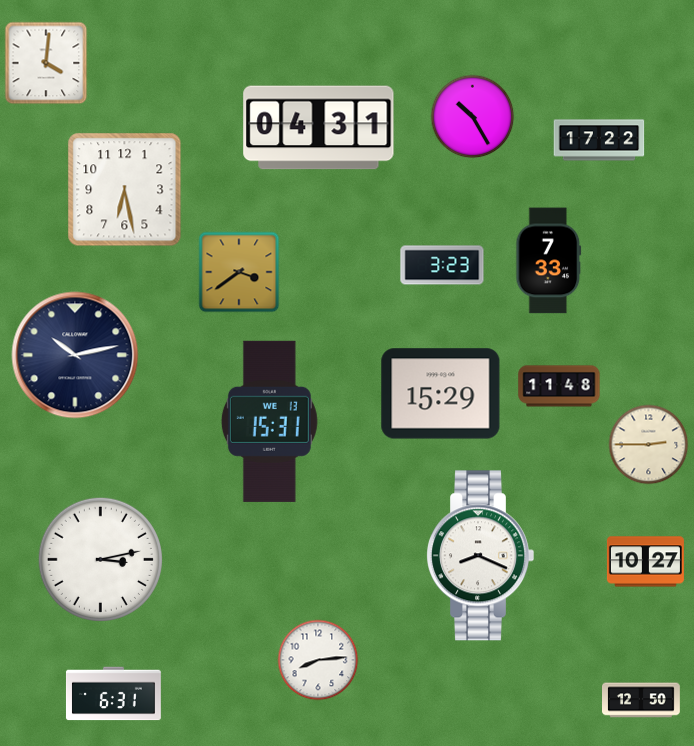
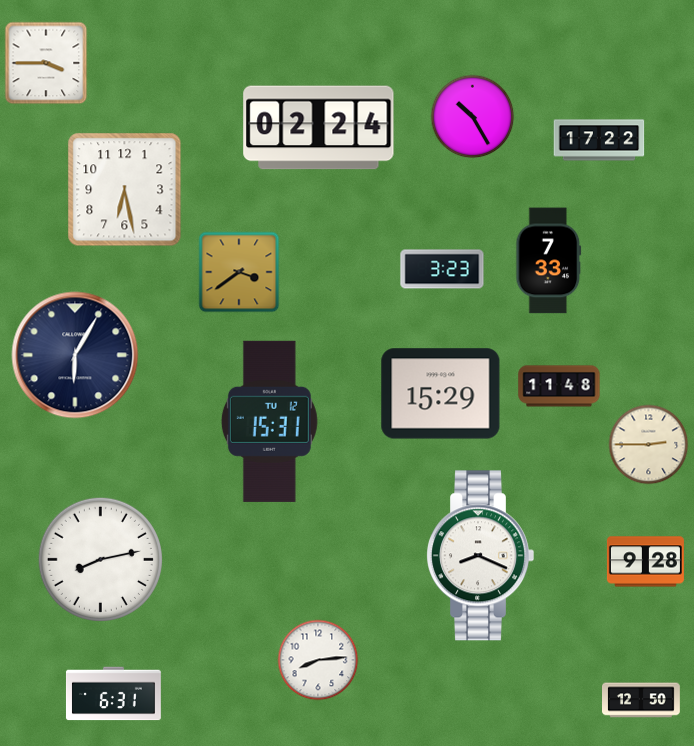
clock at (46, 63): 4:01 -> 3:45
clock at (319, 128): 04:31 -> 02:24
clock at (442, 265) position: (442, 265) -> (442, 269)
clock at (75, 355): 10:13 -> 6:05
clock at (269, 421) date: WE 13 -> TU 12
clock at (100, 559): 3:13 -> 8:13
clock at (645, 562): 10:27 -> 9:28
